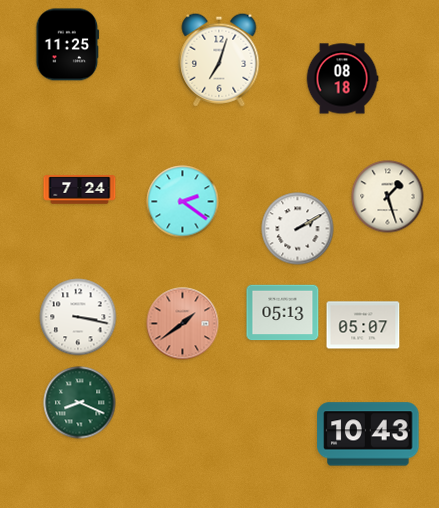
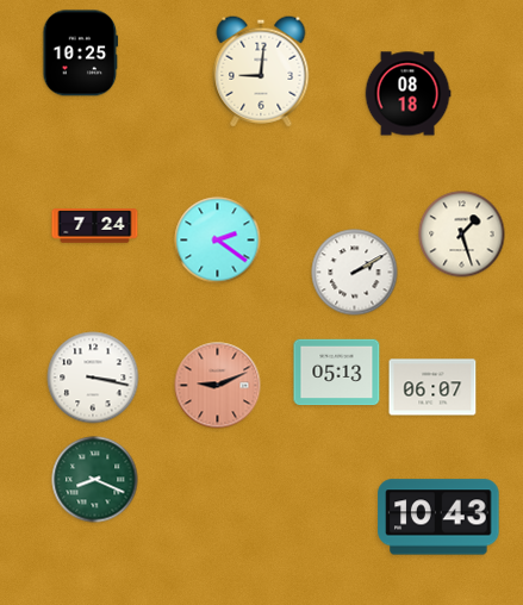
clock at (68, 45): 11:25 -> 10:25
clock at (219, 60): 7:03 -> 9:01
clock at (183, 324): 1:39 -> 9:11
clock at (363, 325): 05:07 -> 06:07
